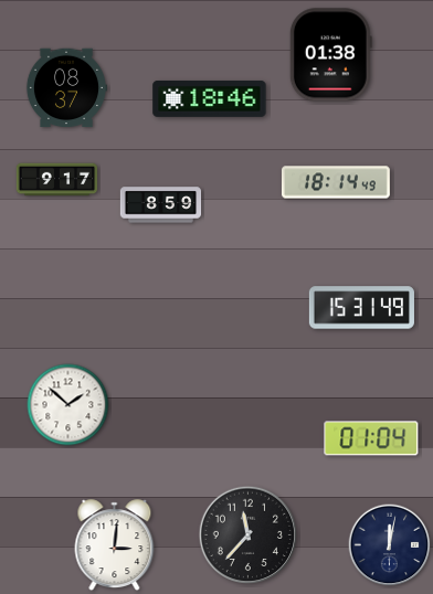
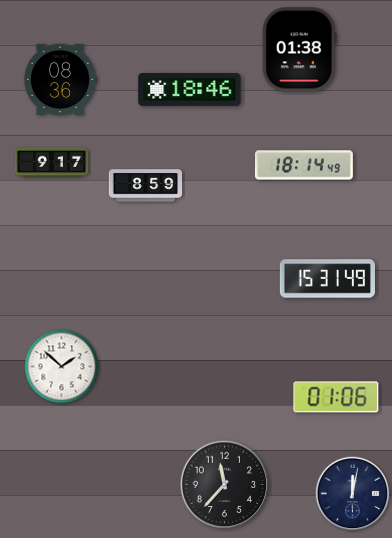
clock at (65, 88): 08:37 -> 08:36
clock at (371, 438): 01:04 -> 01:06
clock at (115, 545): 3:01 -> none
